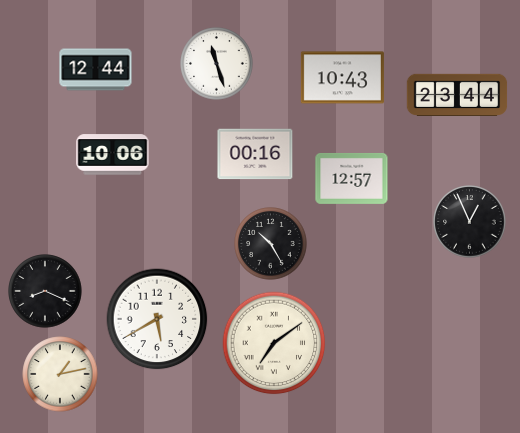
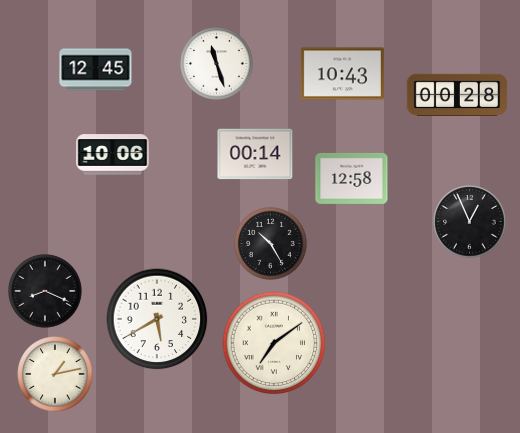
clock at (96, 70): 12:44 -> 12:45
clock at (342, 78) position: (342, 78) -> (342, 74)
clock at (457, 94): 23:44 -> 00:28
clock at (255, 154): 00:16 -> 00:14
clock at (352, 178): 12:57 -> 12:58
clock at (60, 374) position: (60, 374) -> (55, 374)
